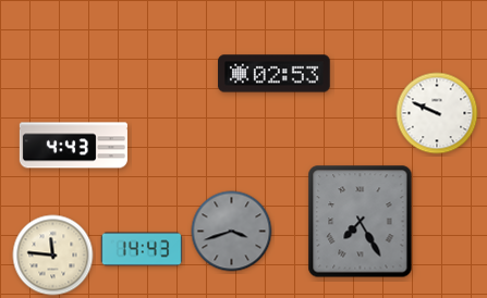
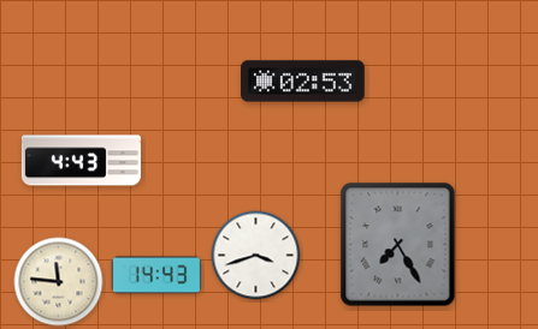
clock at (437, 113): 9:49 -> none
clock at (232, 232) dial: grey -> white
